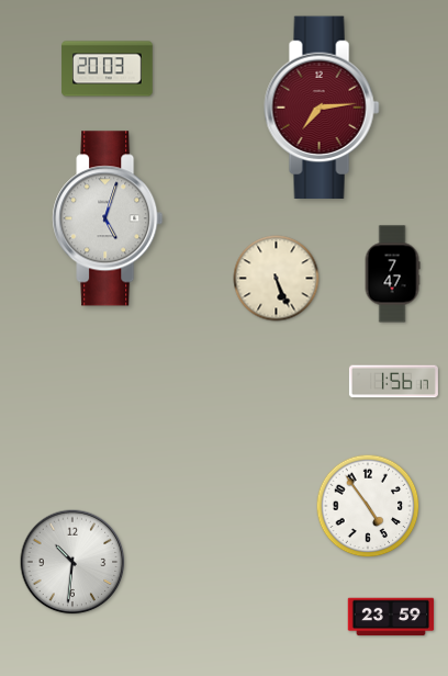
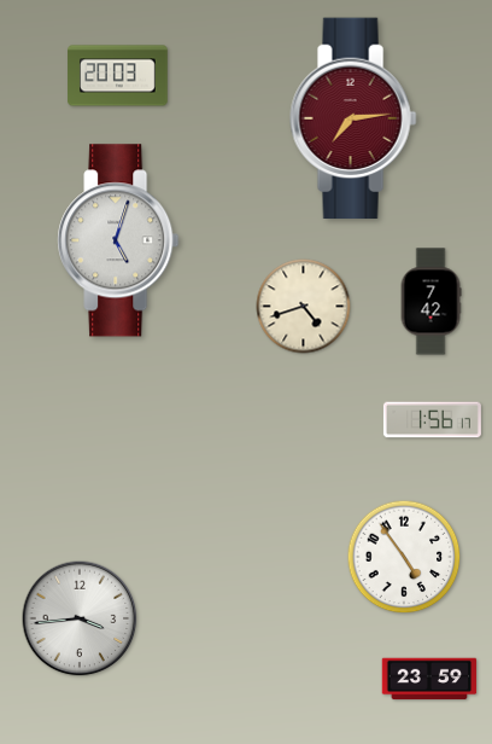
clock at (392, 274): 7:47 -> 7:42
clock at (277, 279): 5:26 -> 4:42
clock at (72, 562): 10:31 -> 3:44
